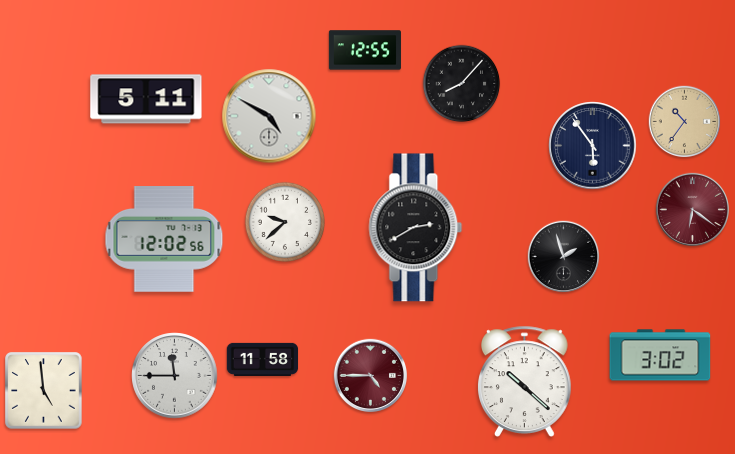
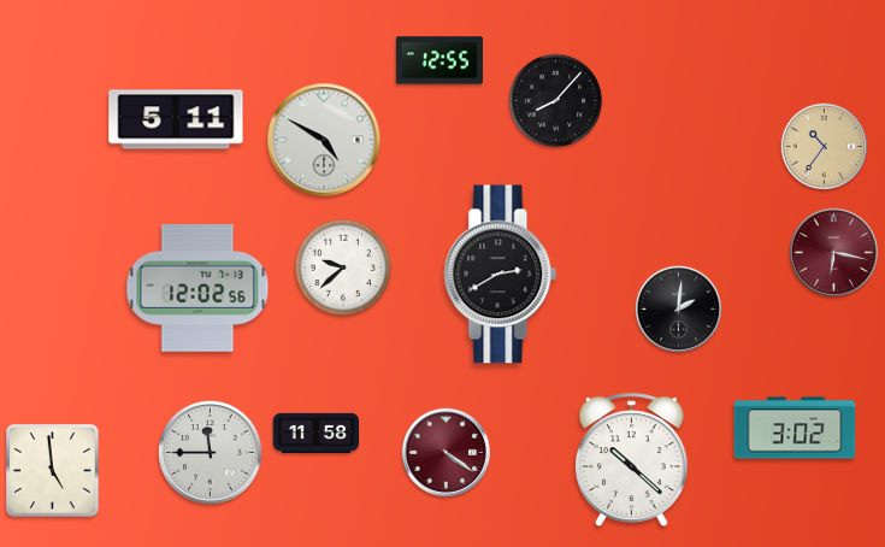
clock at (593, 146): 5:54 -> none
clock at (692, 209): 6:21 -> 6:17
clock at (564, 257): 1:57 -> 2:01
clock at (370, 375): 4:45 -> 4:21
